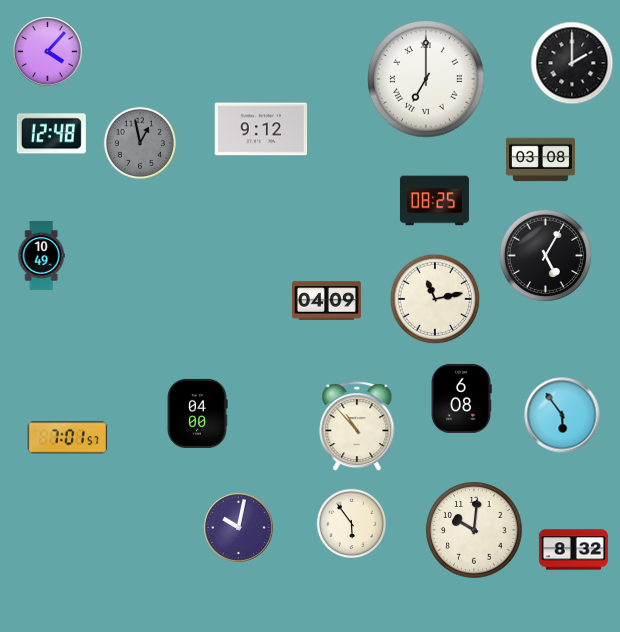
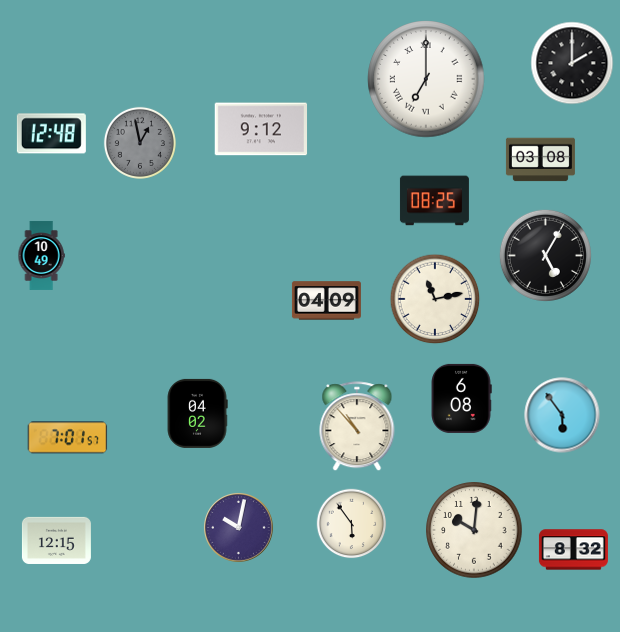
clock at (48, 52): 4:07 -> none
clock at (197, 413): 04:00 -> 04:02
clock at (56, 540): none -> 12:15
